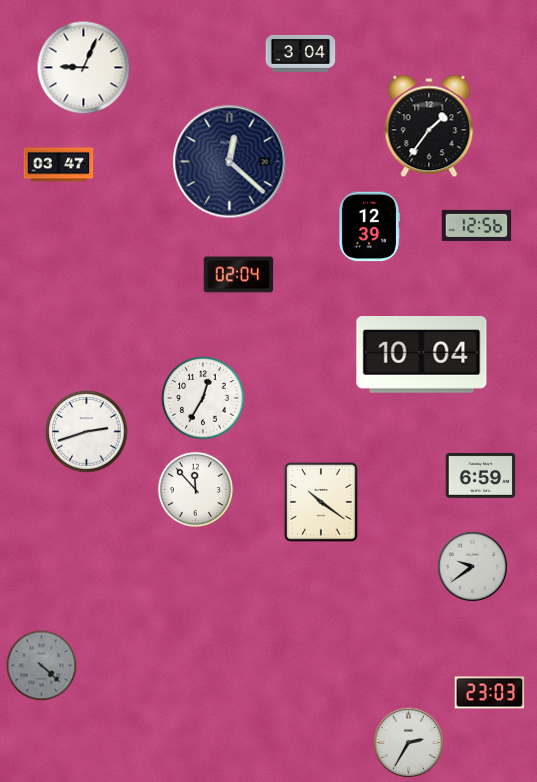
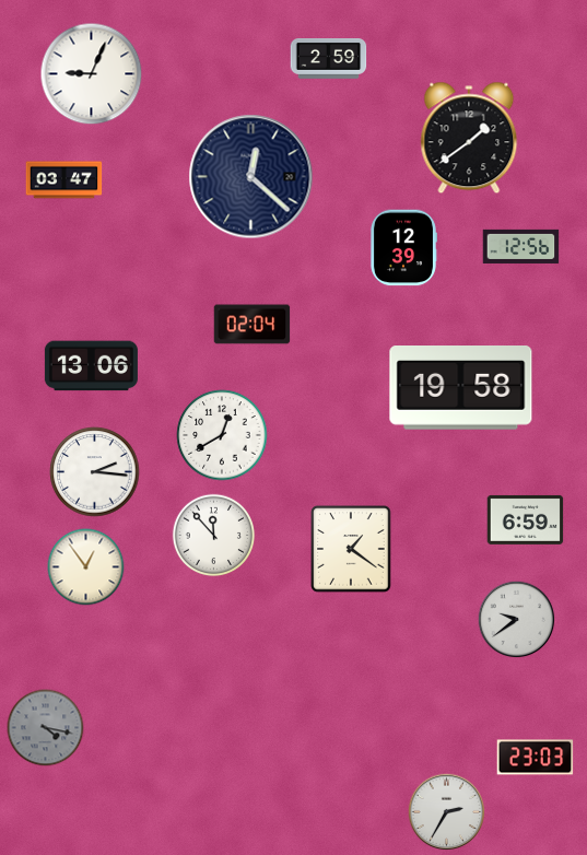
clock at (301, 54): 3:04 -> 2:59
clock at (429, 126): 1:36 -> 1:39
clock at (239, 275) position: (239, 275) -> (253, 325)
clock at (91, 366): none -> 13:06
clock at (422, 355): 10:04 -> 19:58
clock at (203, 398): 12:35 -> 12:40
clock at (87, 432): 2:42 -> 2:16
clock at (321, 502): 10:21 -> 1:21
clock at (86, 567): none -> 12:54
clock at (42, 666): 4:22 -> 4:17
